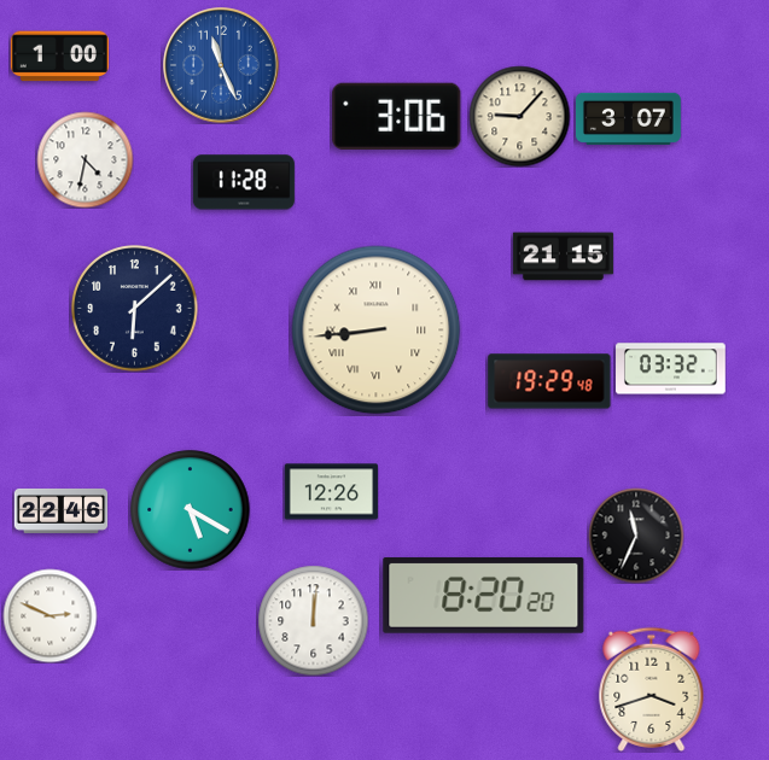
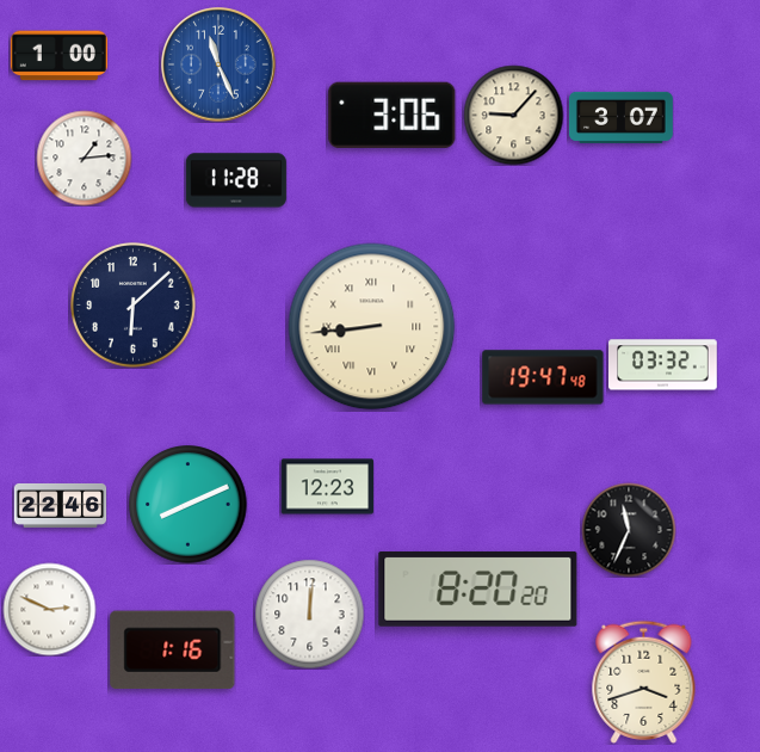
clock at (85, 159): 4:32 -> 1:14
clock at (244, 182) position: (244, 182) -> (236, 180)
clock at (563, 257): 21:15 -> none
clock at (549, 381): 19:29 -> 19:47
clock at (331, 492): 12:26 -> 12:23
clock at (191, 510): 5:20 -> 8:11
clock at (173, 651): none -> 1:16
